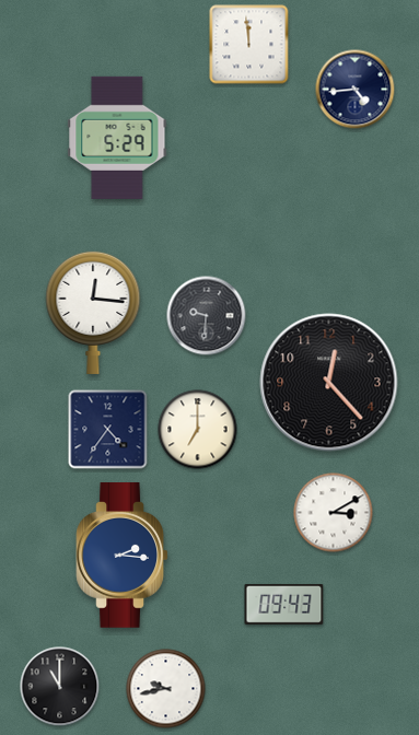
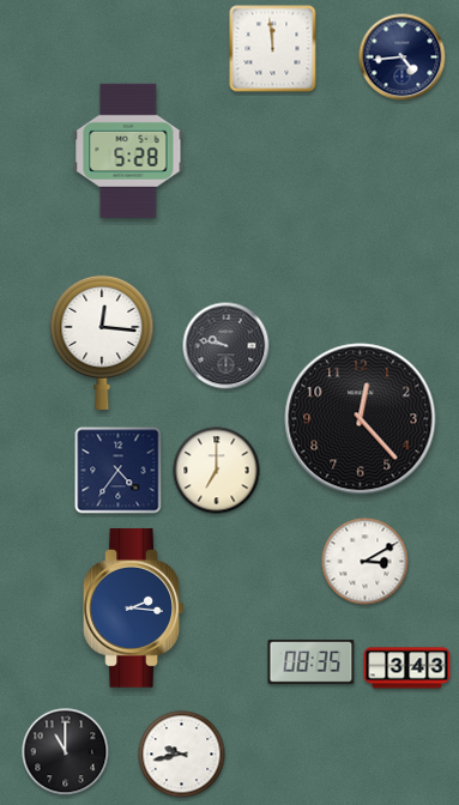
clock at (356, 90) position: (356, 90) -> (403, 57)
clock at (117, 138): 5:29 -> 5:28
clock at (207, 316): 9:31 -> 9:47
clock at (284, 604): 09:43 -> 08:35
clock at (407, 668): none -> 3:43
